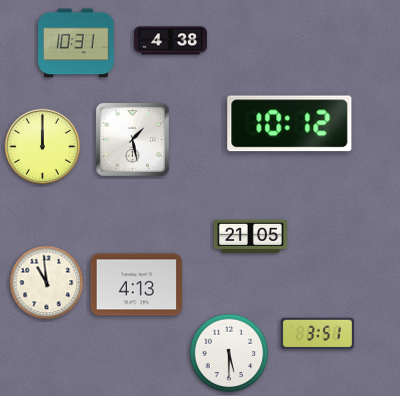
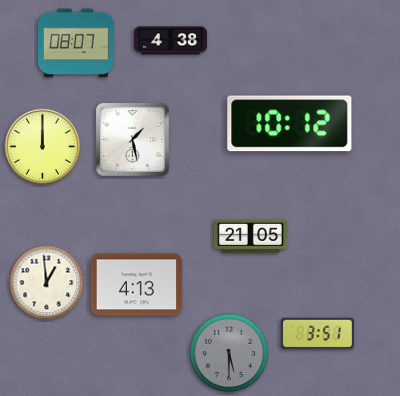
clock at (77, 43): 10:31 -> 08:07
clock at (47, 283): 10:59 -> 12:59
clock at (229, 353) dial: white -> grey
